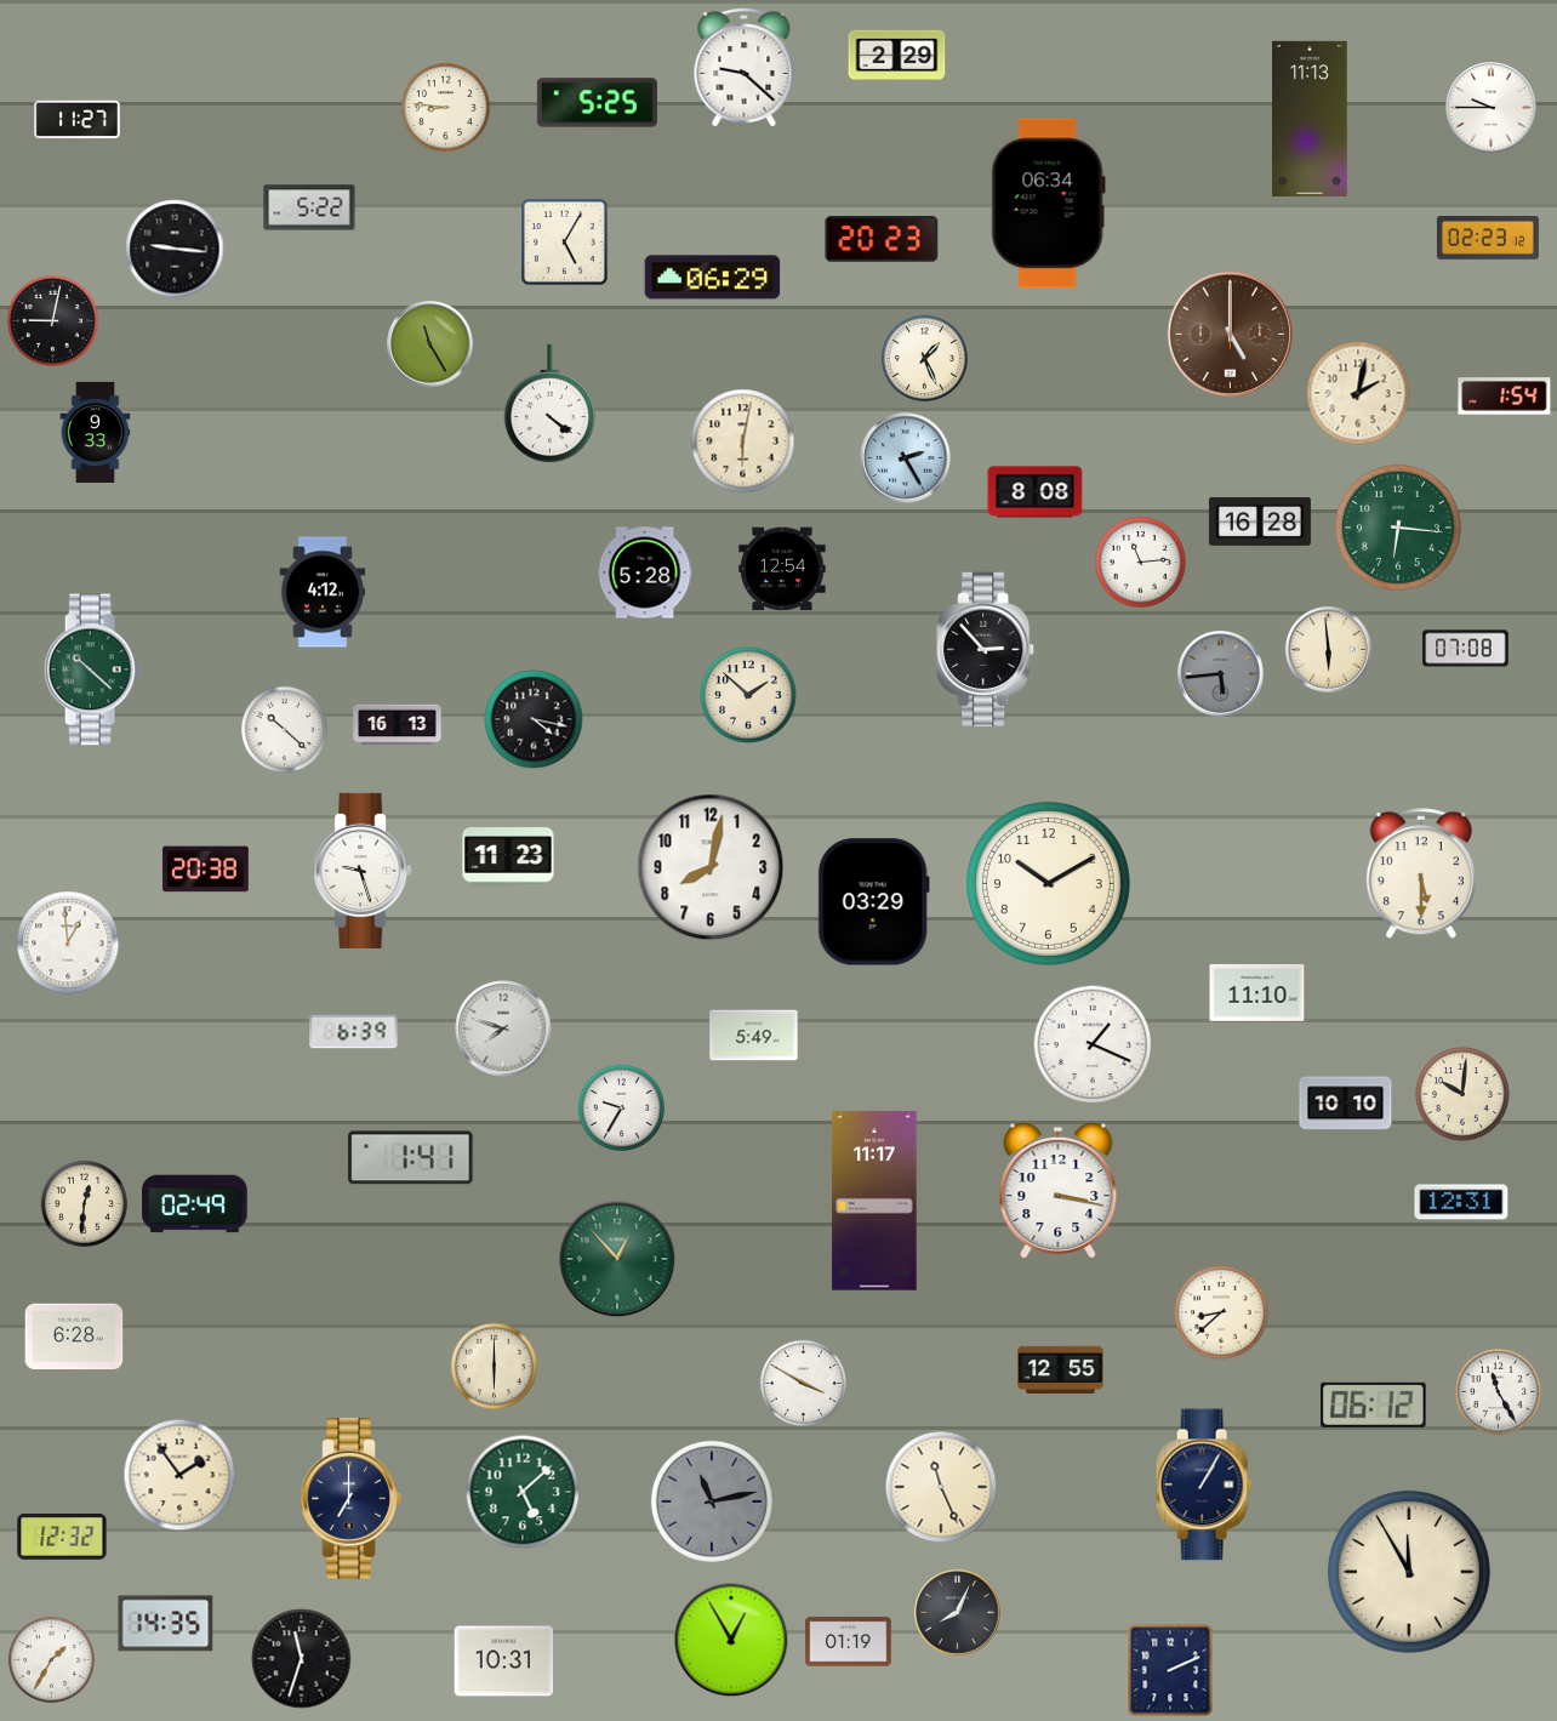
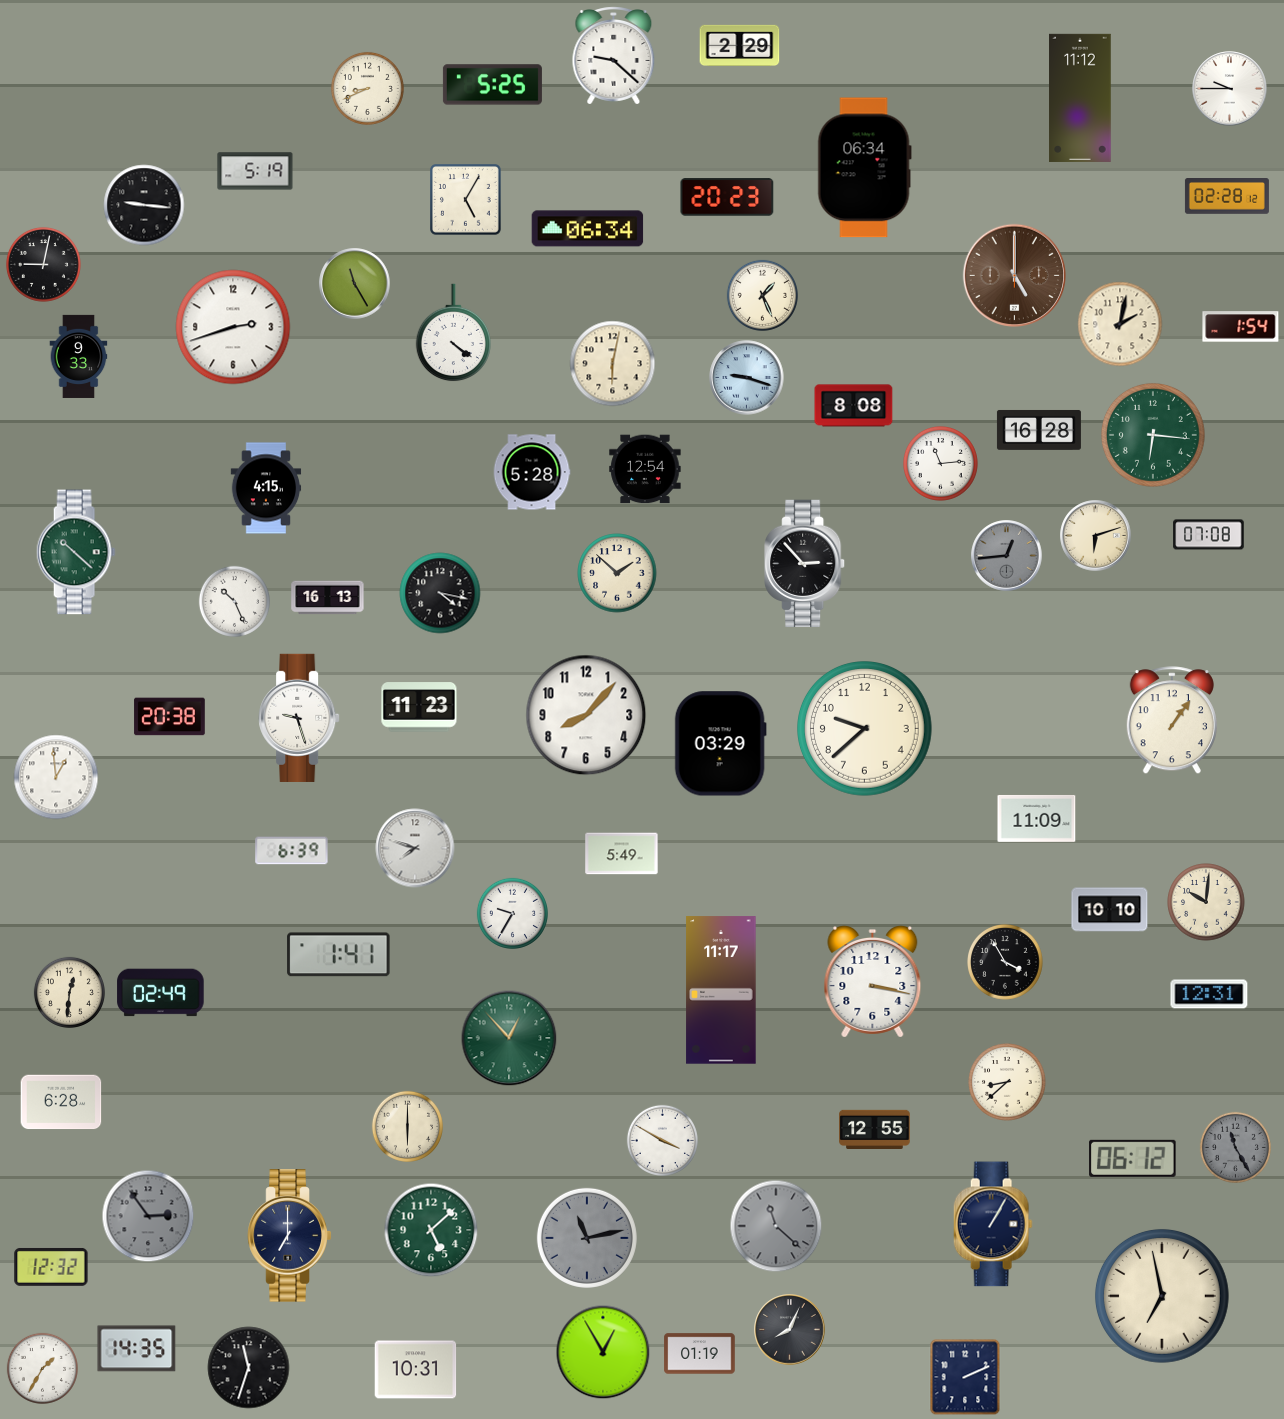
clock at (445, 107): 8:46 -> 8:41
clock at (1310, 118): 11:13 -> 11:12
clock at (78, 120): 11:27 -> none
clock at (309, 207): 5:22 -> 5:19
clock at (1488, 239): 02:23 -> 02:28
clock at (713, 278): 06:29 -> 06:34
clock at (233, 327): none -> 2:42
clock at (906, 458): 2:25 -> 9:18
clock at (323, 592): 4:12 -> 4:15
clock at (986, 650) position: (986, 650) -> (805, 564)
clock at (1329, 650): 5:59 -> 6:12
clock at (1221, 674): 5:44 -> 12:44
clock at (284, 729): 10:22 -> 10:26
clock at (711, 867): 8:02 -> 8:07
clock at (1421, 874): 5:30 -> 1:06
clock at (1049, 884): 10:10 -> 9:38
clock at (1257, 992): 11:10 -> 11:09
clock at (1093, 1044): 1:19 -> none
clock at (1006, 963): none -> 3:55
clock at (1461, 1202) position: (1461, 1202) -> (1209, 994)
clock at (1498, 1391) dial: white -> grey
clock at (179, 1475): 1:54 -> 2:54
clock at (179, 1475) dial: cream -> grey
clock at (941, 1487): 11:26 -> 11:22
clock at (941, 1487) dial: cream -> grey
clock at (1409, 1572): 11:55 -> 6:58
clock at (166, 1624) position: (166, 1624) -> (137, 1349)
